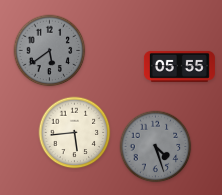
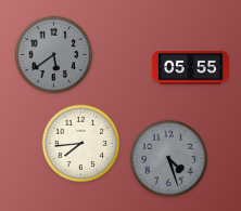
clock at (179, 66) position: (179, 66) -> (190, 67)
clock at (75, 133): 5:44 -> 7:44
